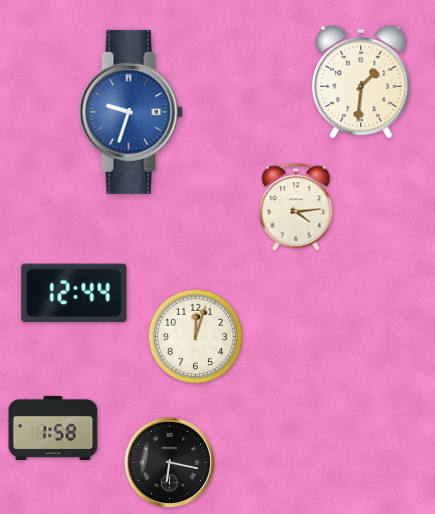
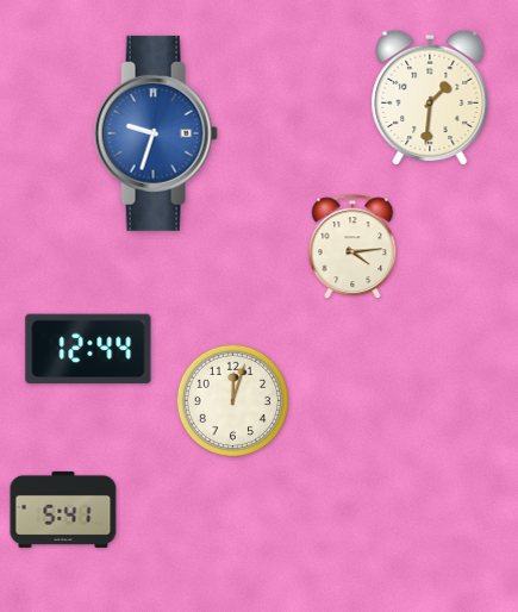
clock at (53, 428): 1:58 -> 5:41
clock at (170, 463): 6:17 -> none
